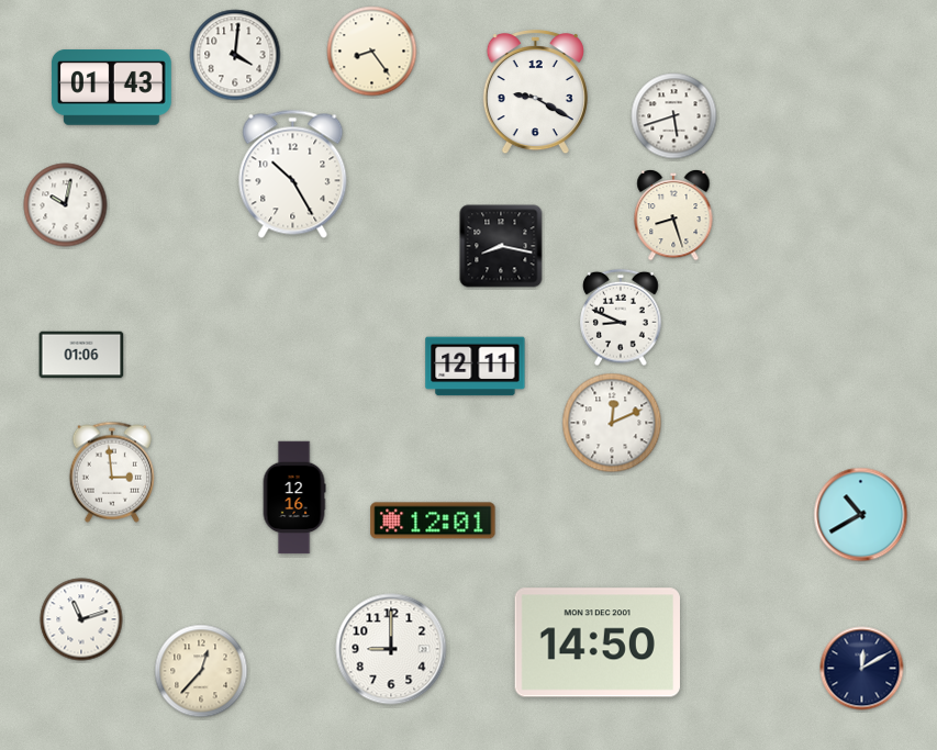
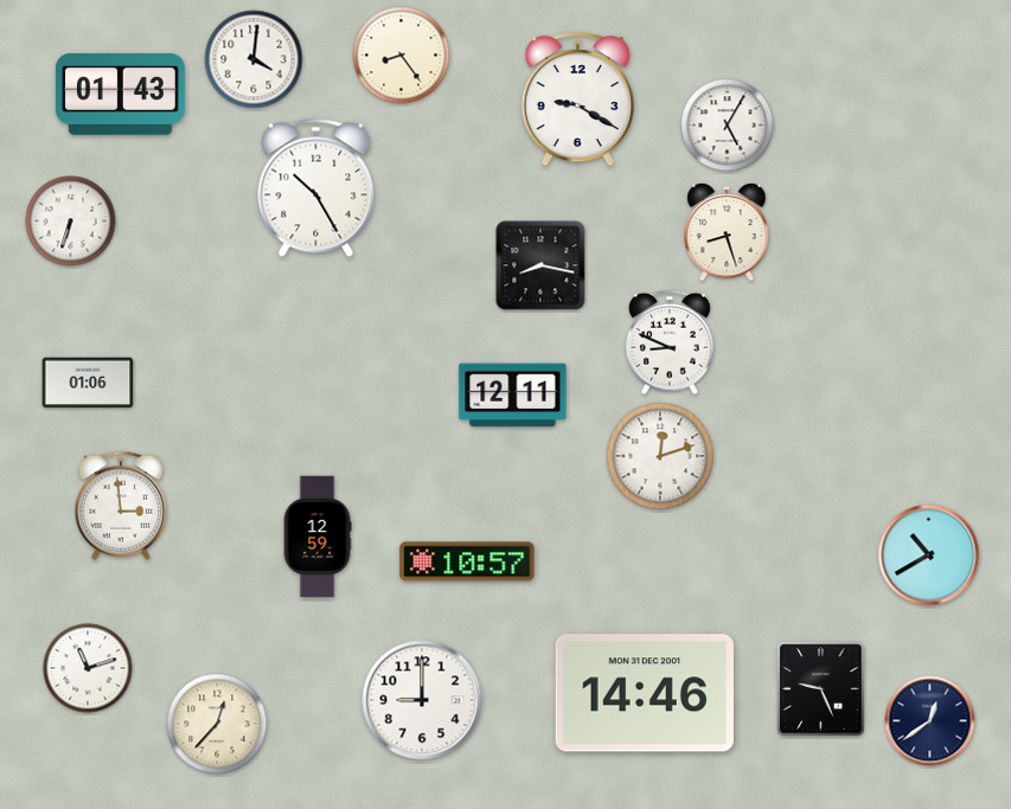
clock at (674, 116): 5:42 -> 5:05
clock at (66, 205): 10:02 -> 6:33
clock at (612, 423): 12:11 -> 12:12
clock at (112, 472) position: (112, 472) -> (121, 506)
clock at (294, 497): 12:16 -> 12:59
clock at (433, 520): 12:01 -> 10:57
clock at (821, 689): none -> 9:26
clock at (598, 642): 14:50 -> 14:46
clock at (862, 669): 12:10 -> 12:39
